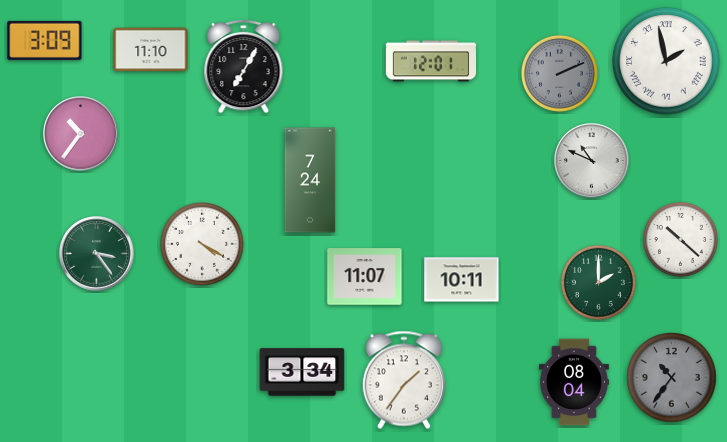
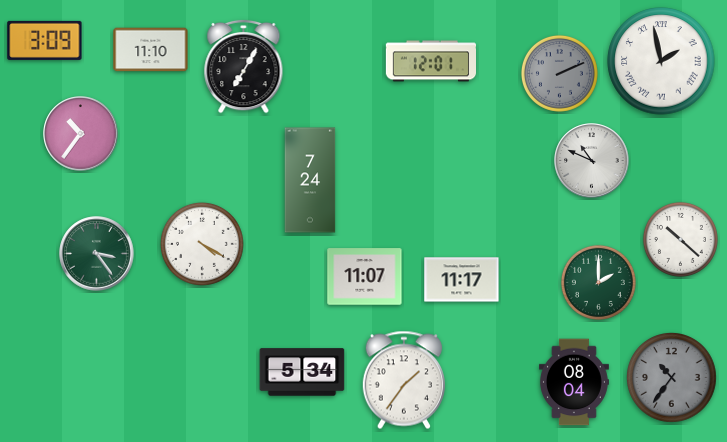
clock at (666, 61) position: (666, 61) -> (661, 61)
clock at (462, 280): 10:11 -> 11:17
clock at (302, 372): 3:34 -> 5:34
